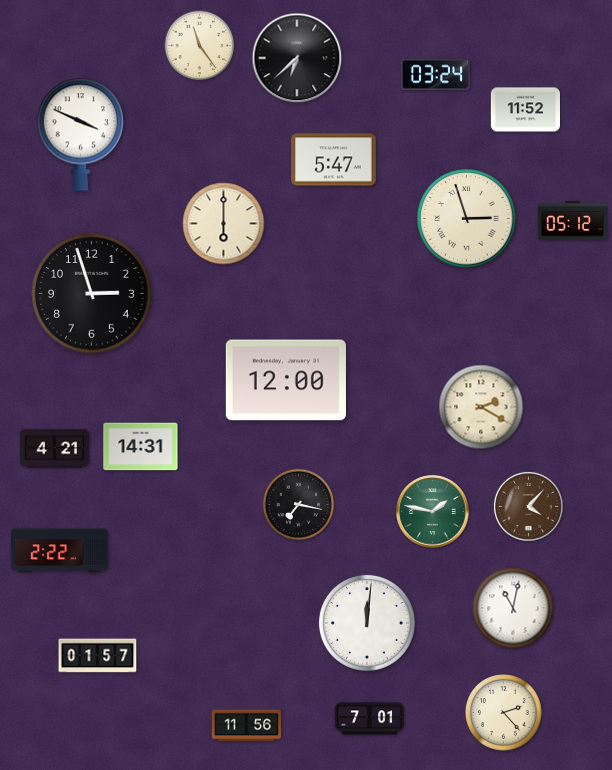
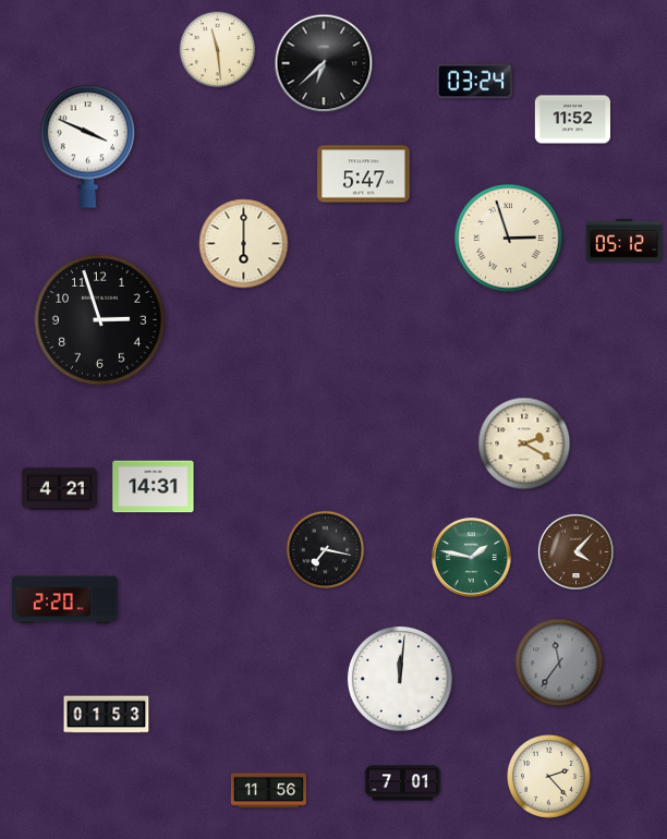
clock at (200, 46): 11:24 -> 11:29
clock at (286, 380): 12:00 -> none
clock at (60, 551): 2:22 -> 2:20
clock at (513, 608): 11:02 -> 11:36
clock at (513, 608) dial: white -> grey
clock at (98, 656): 01:57 -> 01:53
